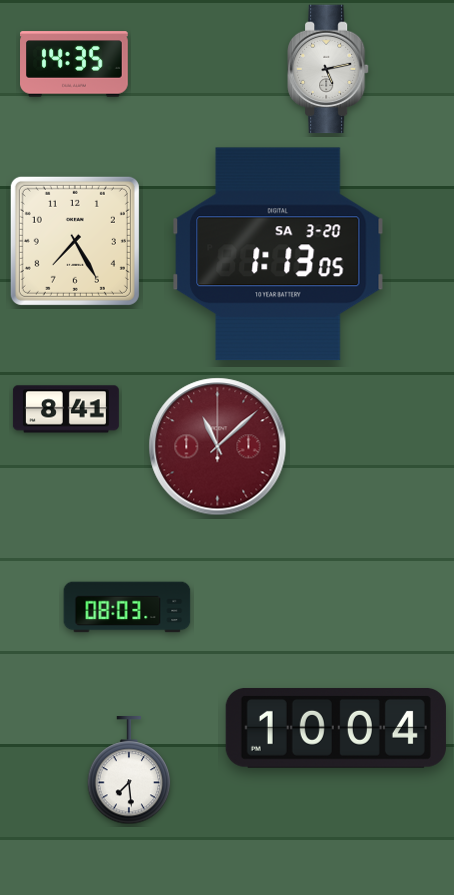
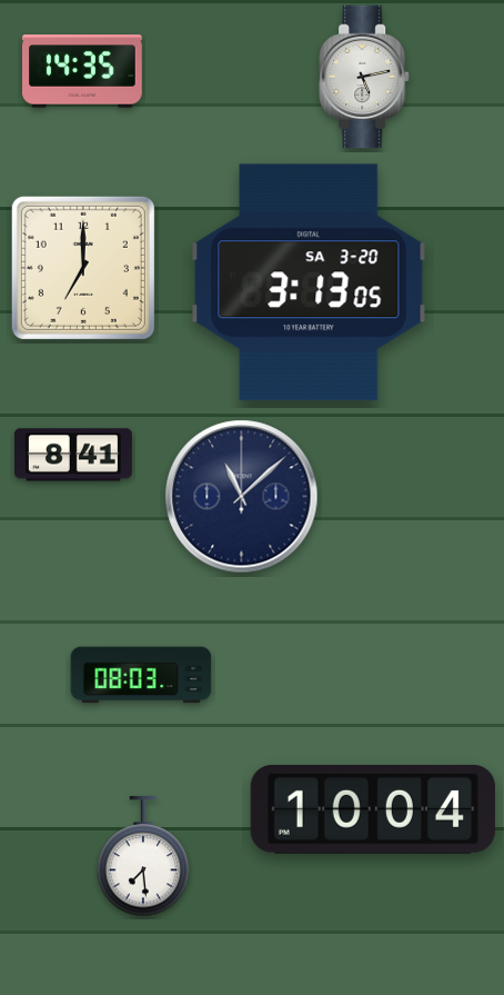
clock at (75, 241): 7:25 -> 7:00
clock at (278, 254): 1:13 -> 3:13
clock at (218, 447) dial: burgundy -> navy
